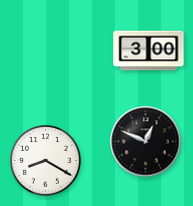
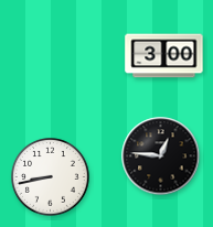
clock at (146, 142): 12:49 -> 12:46
clock at (46, 161): 8:20 -> 8:43
